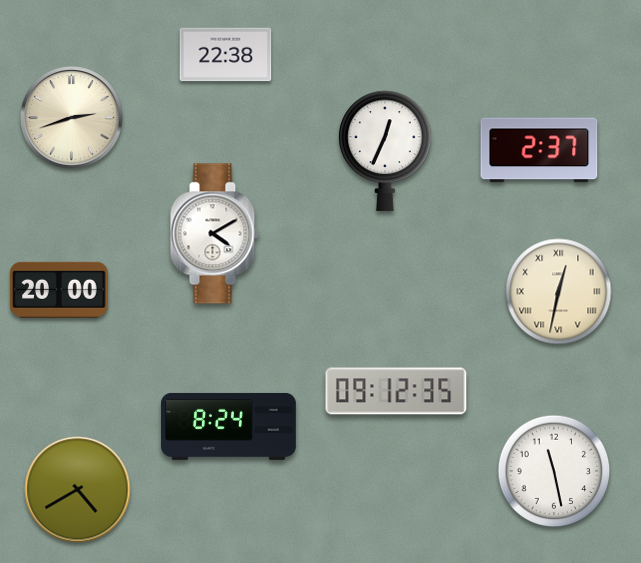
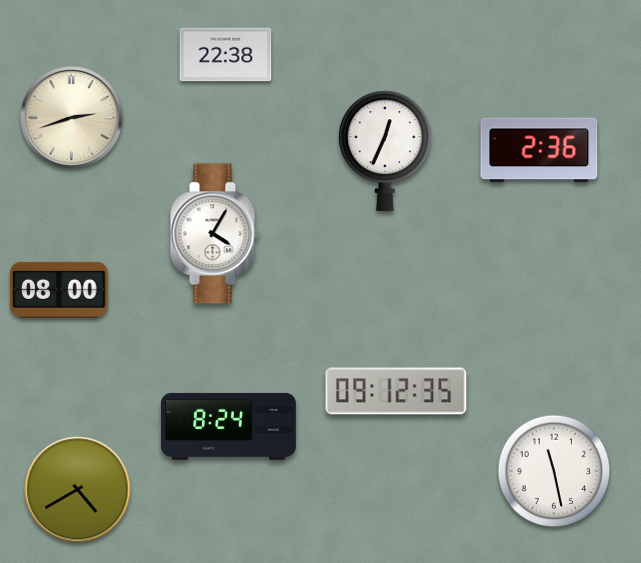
clock at (539, 150): 2:37 -> 2:36
clock at (214, 234): 4:10 -> 4:05
clock at (59, 290): 20:00 -> 08:00
clock at (559, 292): 12:32 -> none
